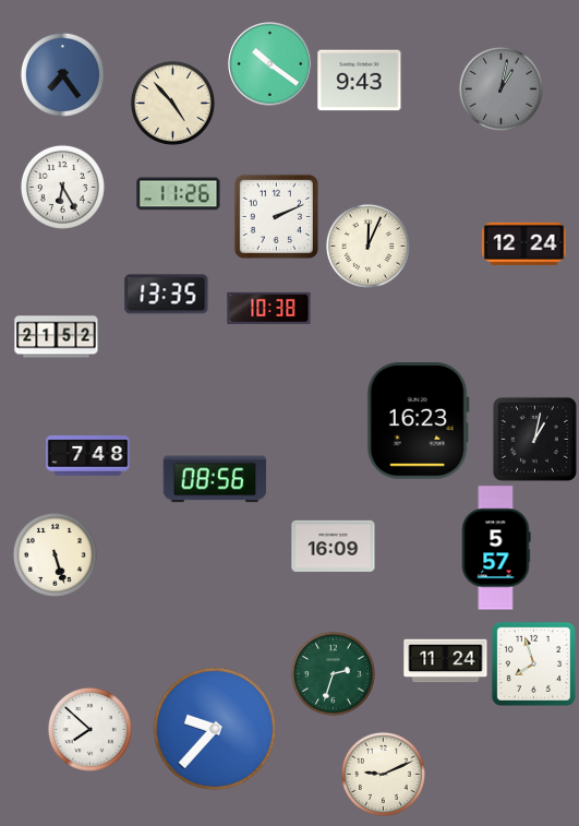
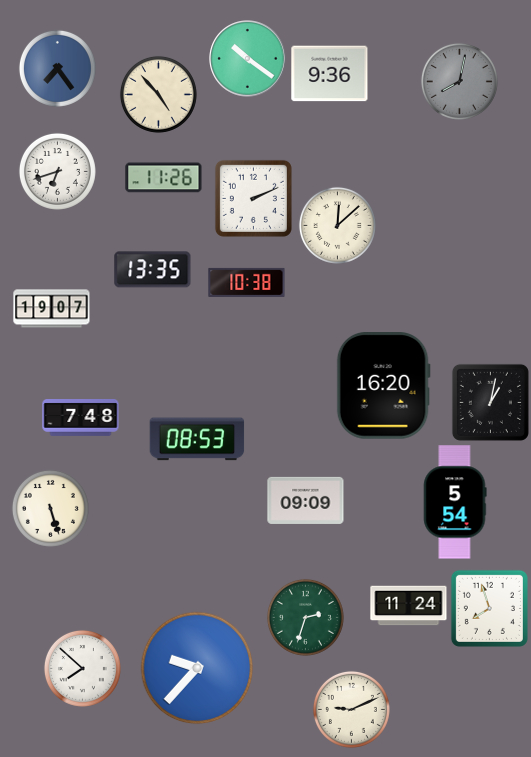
clock at (360, 81): 9:43 -> 9:36
clock at (500, 88): 1:02 -> 8:02
clock at (62, 187): 6:25 -> 6:42
clock at (524, 243): 12:24 -> none
clock at (367, 246): 12:04 -> 12:08
clock at (57, 337): 21:52 -> 19:07
clock at (418, 421): 16:23 -> 16:20
clock at (215, 479): 08:56 -> 08:53
clock at (334, 546): 16:09 -> 09:09
clock at (496, 548): 5:57 -> 5:54
